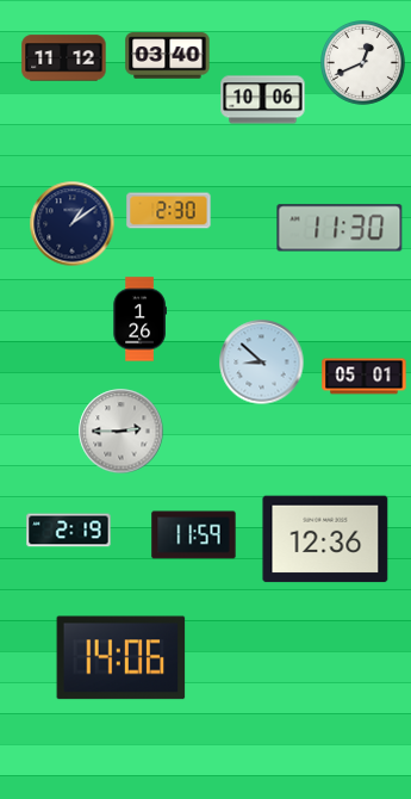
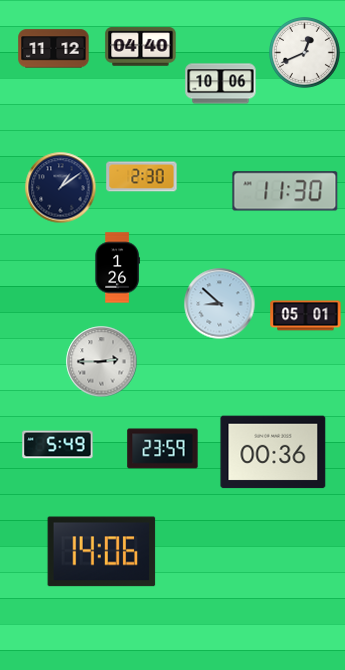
clock at (168, 56): 03:40 -> 04:40
clock at (69, 531): 2:19 -> 5:49
clock at (194, 535): 11:59 -> 23:59
clock at (325, 539): 12:36 -> 00:36
